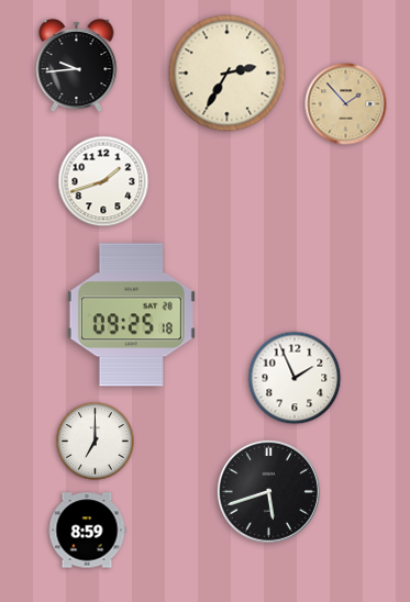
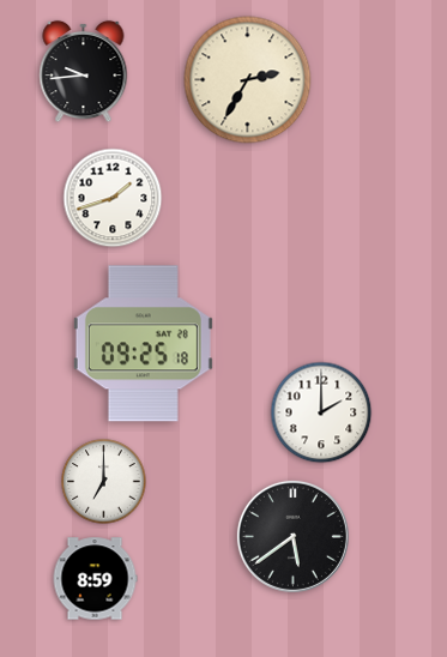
clock at (346, 104): 1:53 -> none
clock at (295, 378): 1:56 -> 2:00
clock at (268, 491): 5:42 -> 5:39
